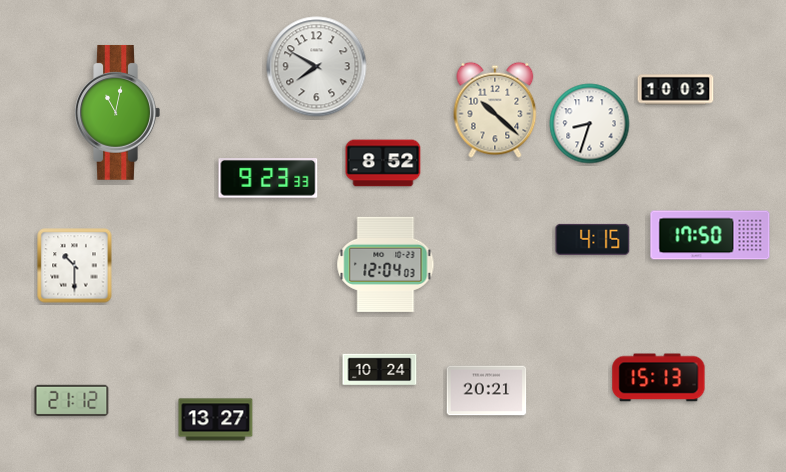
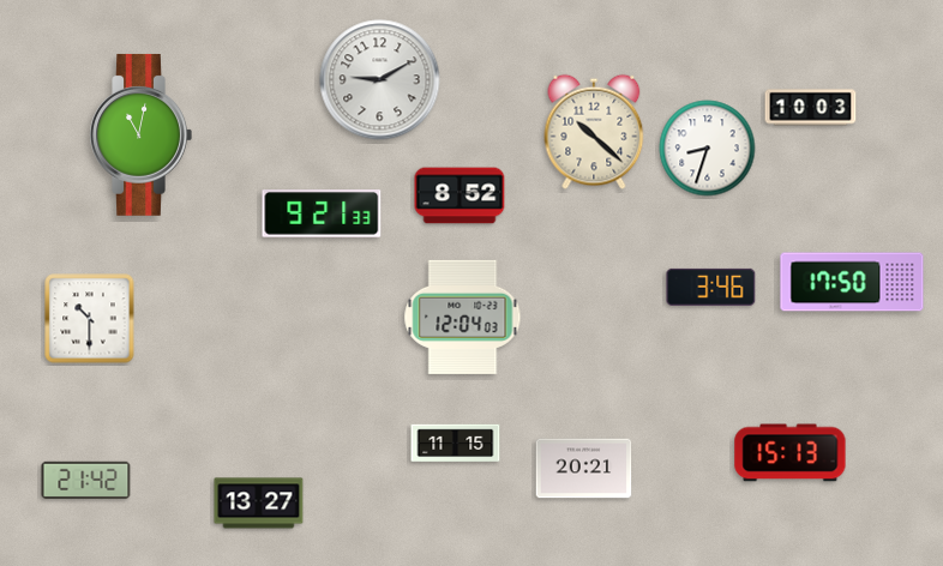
clock at (317, 67): 7:50 -> 9:10
clock at (268, 178): 9:23 -> 9:21
clock at (593, 239): 4:15 -> 3:46
clock at (380, 370): 10:24 -> 11:15
clock at (72, 401): 21:12 -> 21:42
